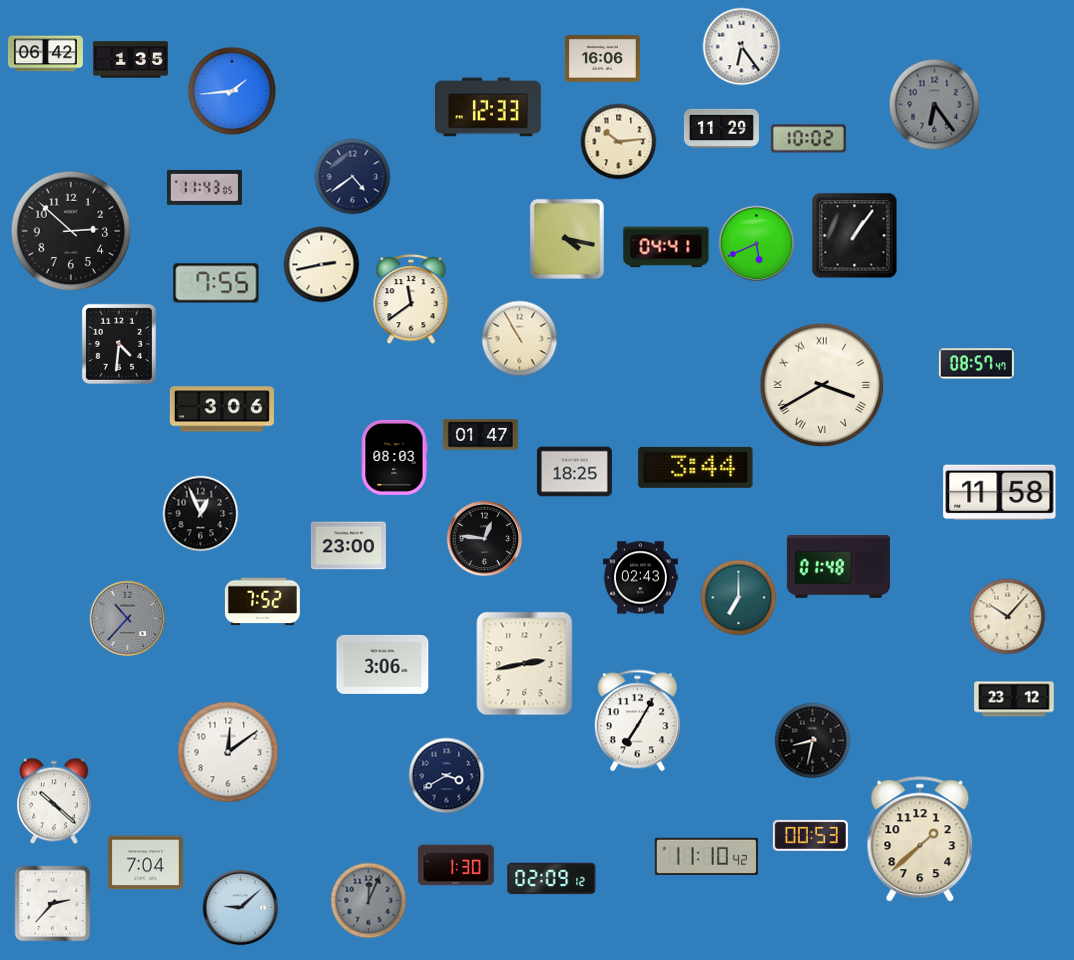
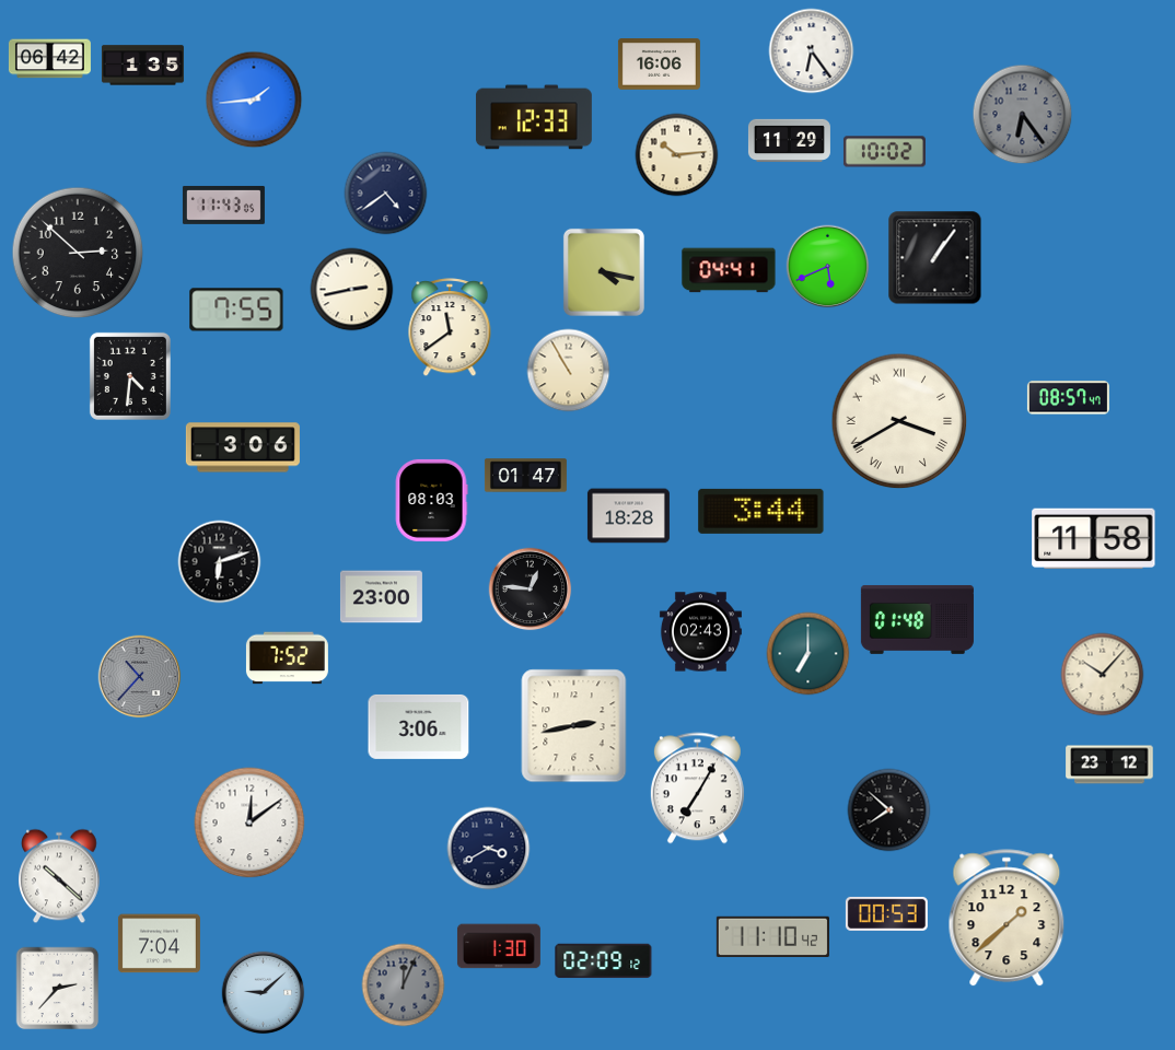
clock at (567, 239) position: (567, 239) -> (604, 272)
clock at (574, 472): 18:25 -> 18:28
clock at (201, 514): 12:56 -> 6:12
clock at (813, 741): 8:32 -> 7:52
